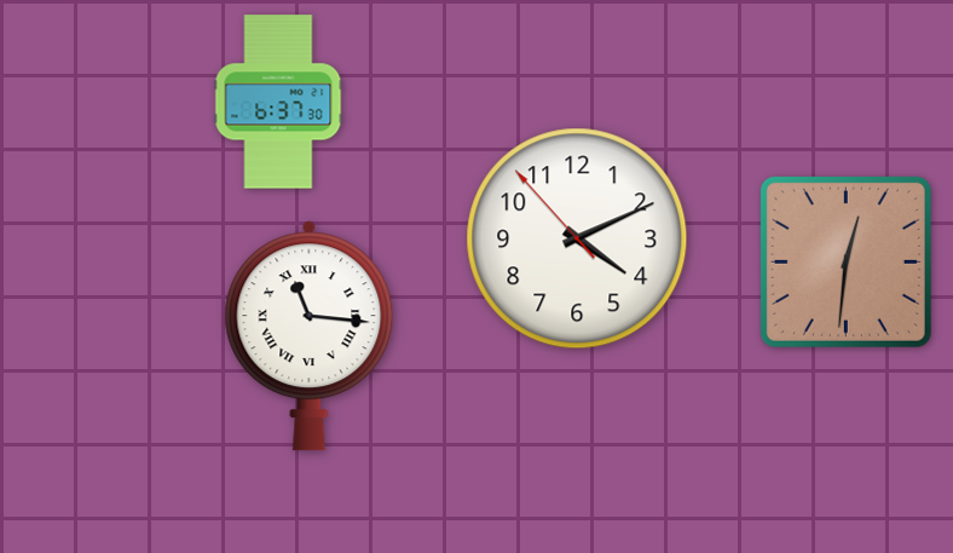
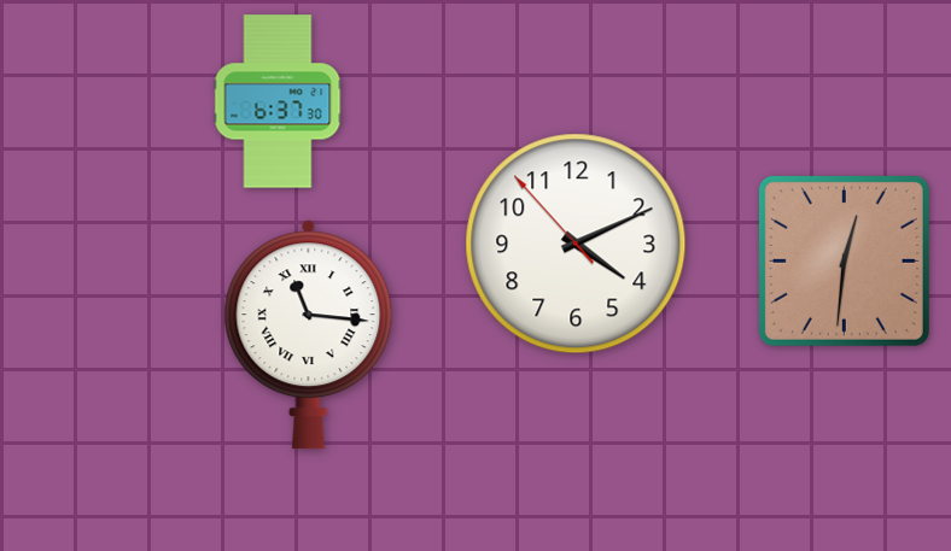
clock at (577, 238) position: (577, 238) -> (576, 244)
